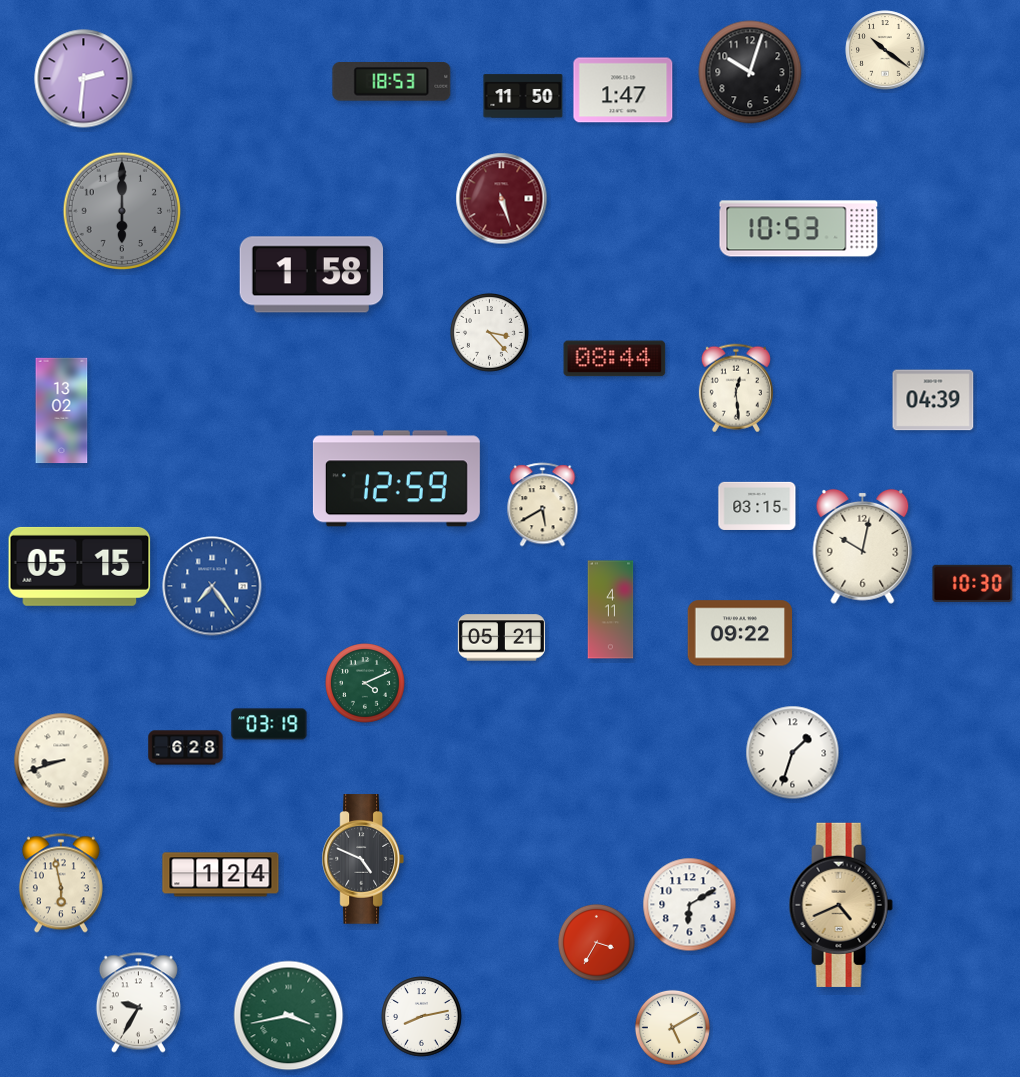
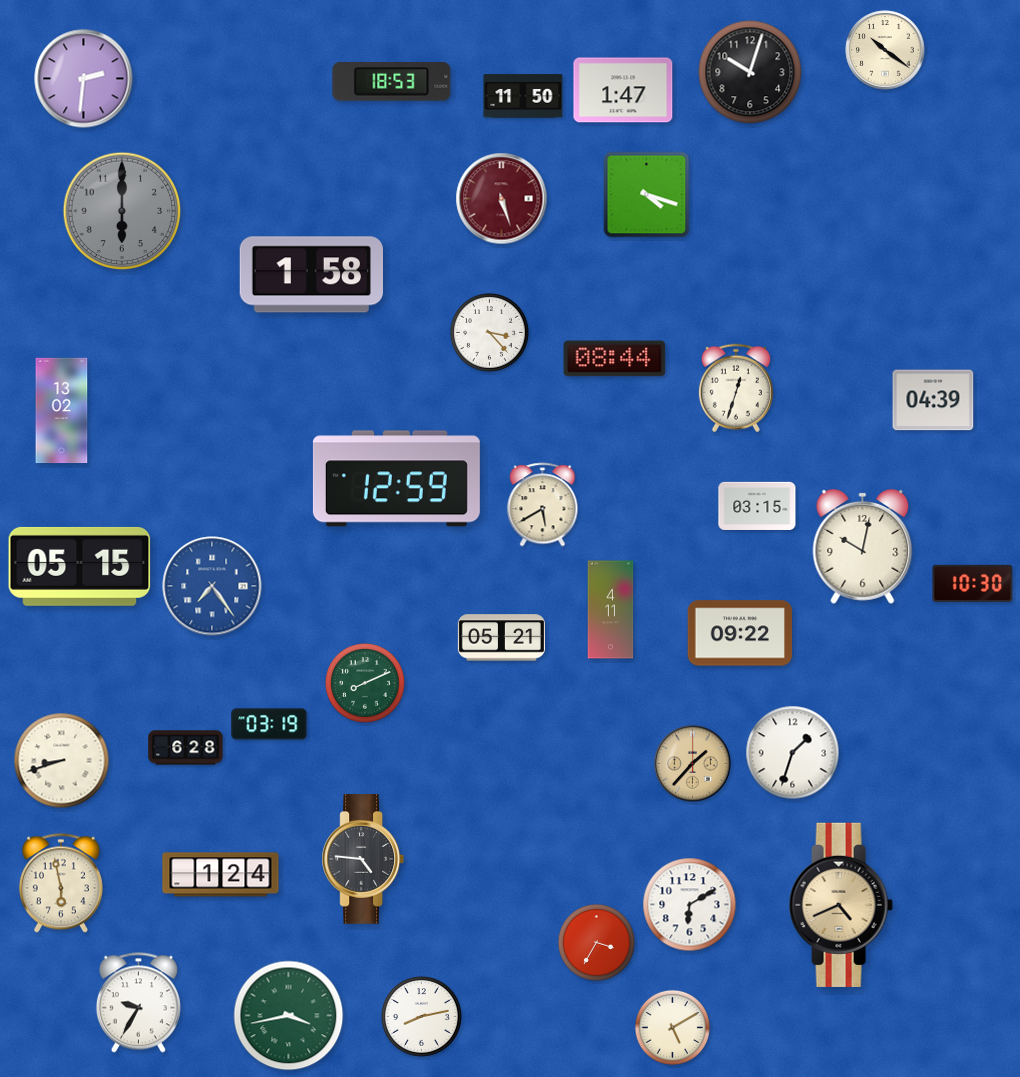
clock at (647, 195): none -> 4:18
clock at (799, 229): 10:53 -> none
clock at (736, 388): 12:29 -> 12:33
clock at (366, 684): 4:11 -> 8:11
clock at (693, 764): none -> 1:37
clock at (362, 859): 4:49 -> 4:46
